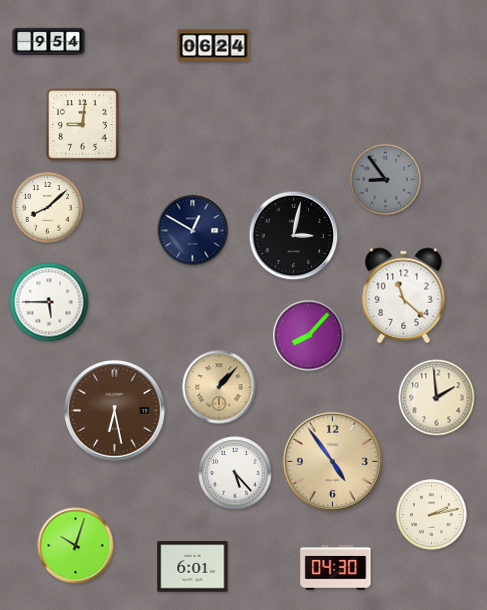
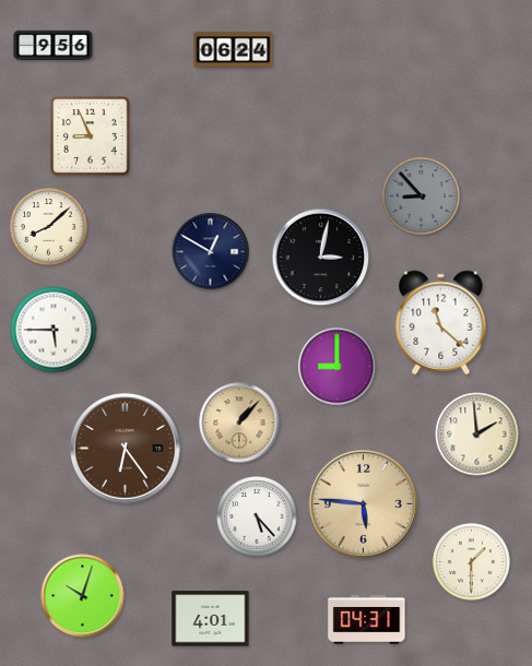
clock at (49, 42): 9:54 -> 9:56
clock at (83, 125): 9:01 -> 8:56
clock at (386, 180): 8:54 -> 8:53
clock at (48, 208) position: (48, 208) -> (49, 227)
clock at (309, 336): 8:07 -> 9:00
clock at (115, 411): 6:28 -> 6:24
clock at (332, 461): 4:54 -> 5:46
clock at (432, 515): 2:13 -> 1:30
clock at (193, 567): 6:01 -> 4:01
clock at (336, 568): 04:30 -> 04:31
